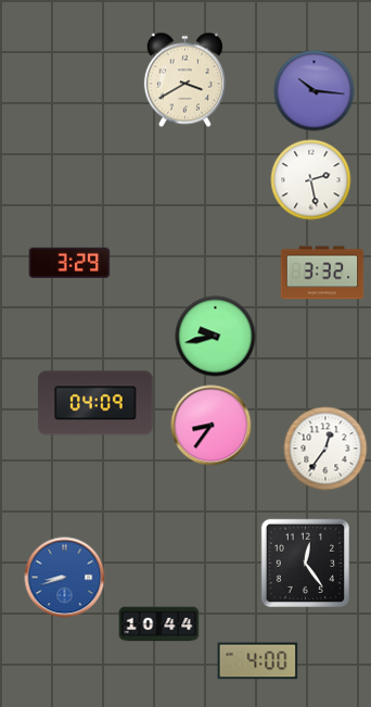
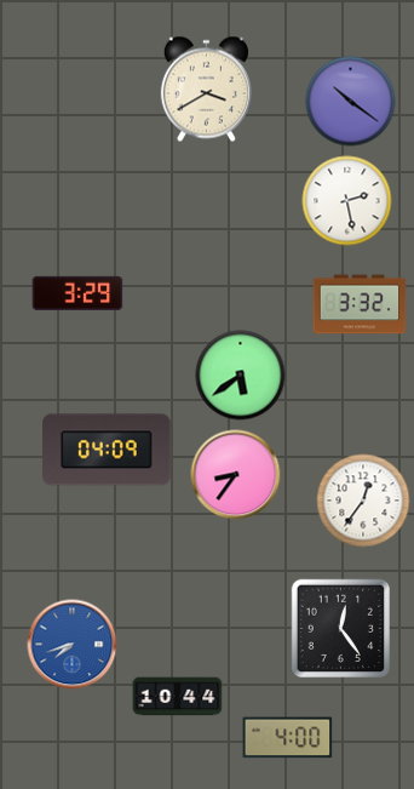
clock at (315, 91): 10:16 -> 10:21
clock at (216, 337): 9:43 -> 5:39
clock at (65, 578): 8:42 -> 7:42
